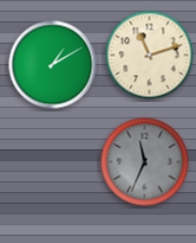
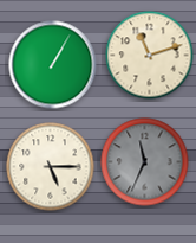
clock at (53, 65): 1:10 -> 1:05
clock at (51, 167): none -> 5:15
